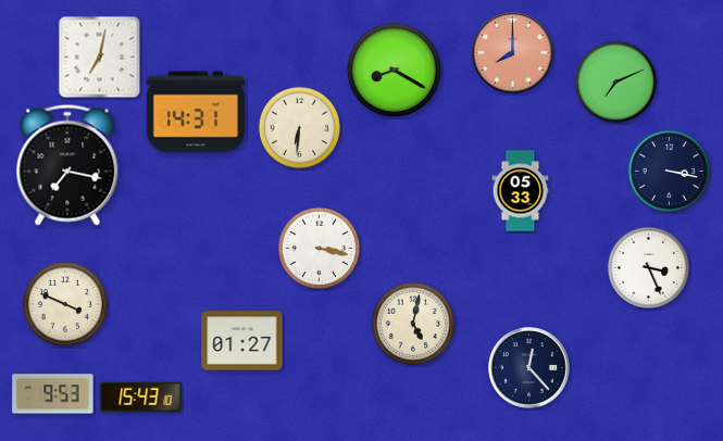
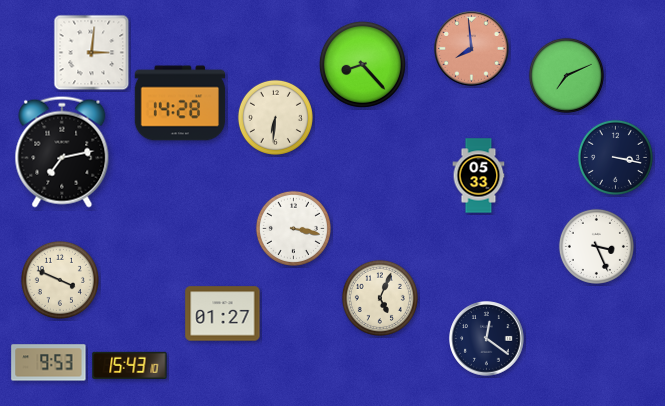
clock at (513, 53): 8:00 -> 7:59
clock at (100, 58): 7:02 -> 3:01
clock at (394, 70): 8:20 -> 8:23
clock at (196, 112): 14:31 -> 14:28
clock at (67, 165): 7:17 -> 7:13
clock at (413, 324): 5:02 -> 5:04
clock at (529, 368): 12:23 -> 12:21
